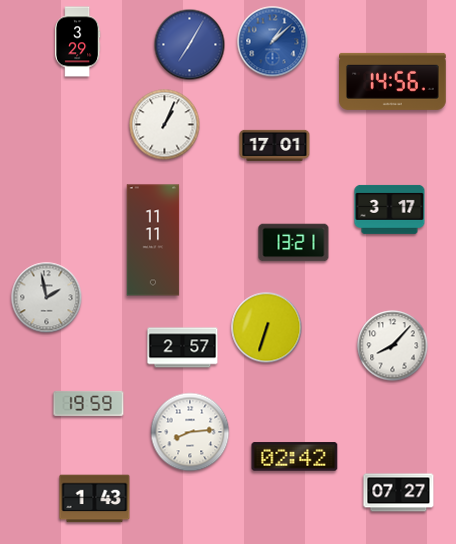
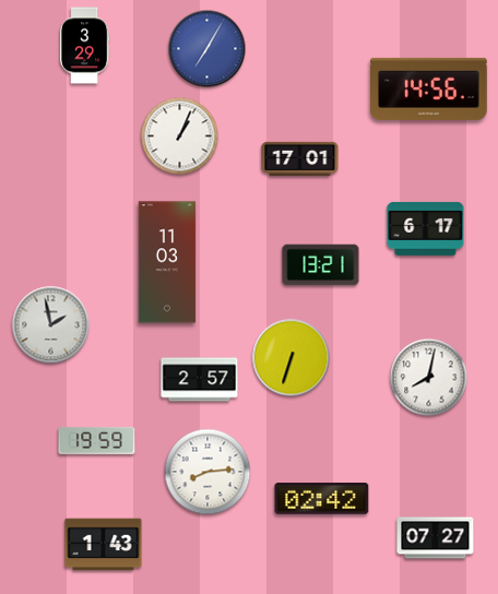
clock at (273, 42): 1:08 -> none
clock at (390, 209): 3:17 -> 6:17
clock at (153, 240): 11:11 -> 11:03
clock at (393, 346): 8:07 -> 8:02
